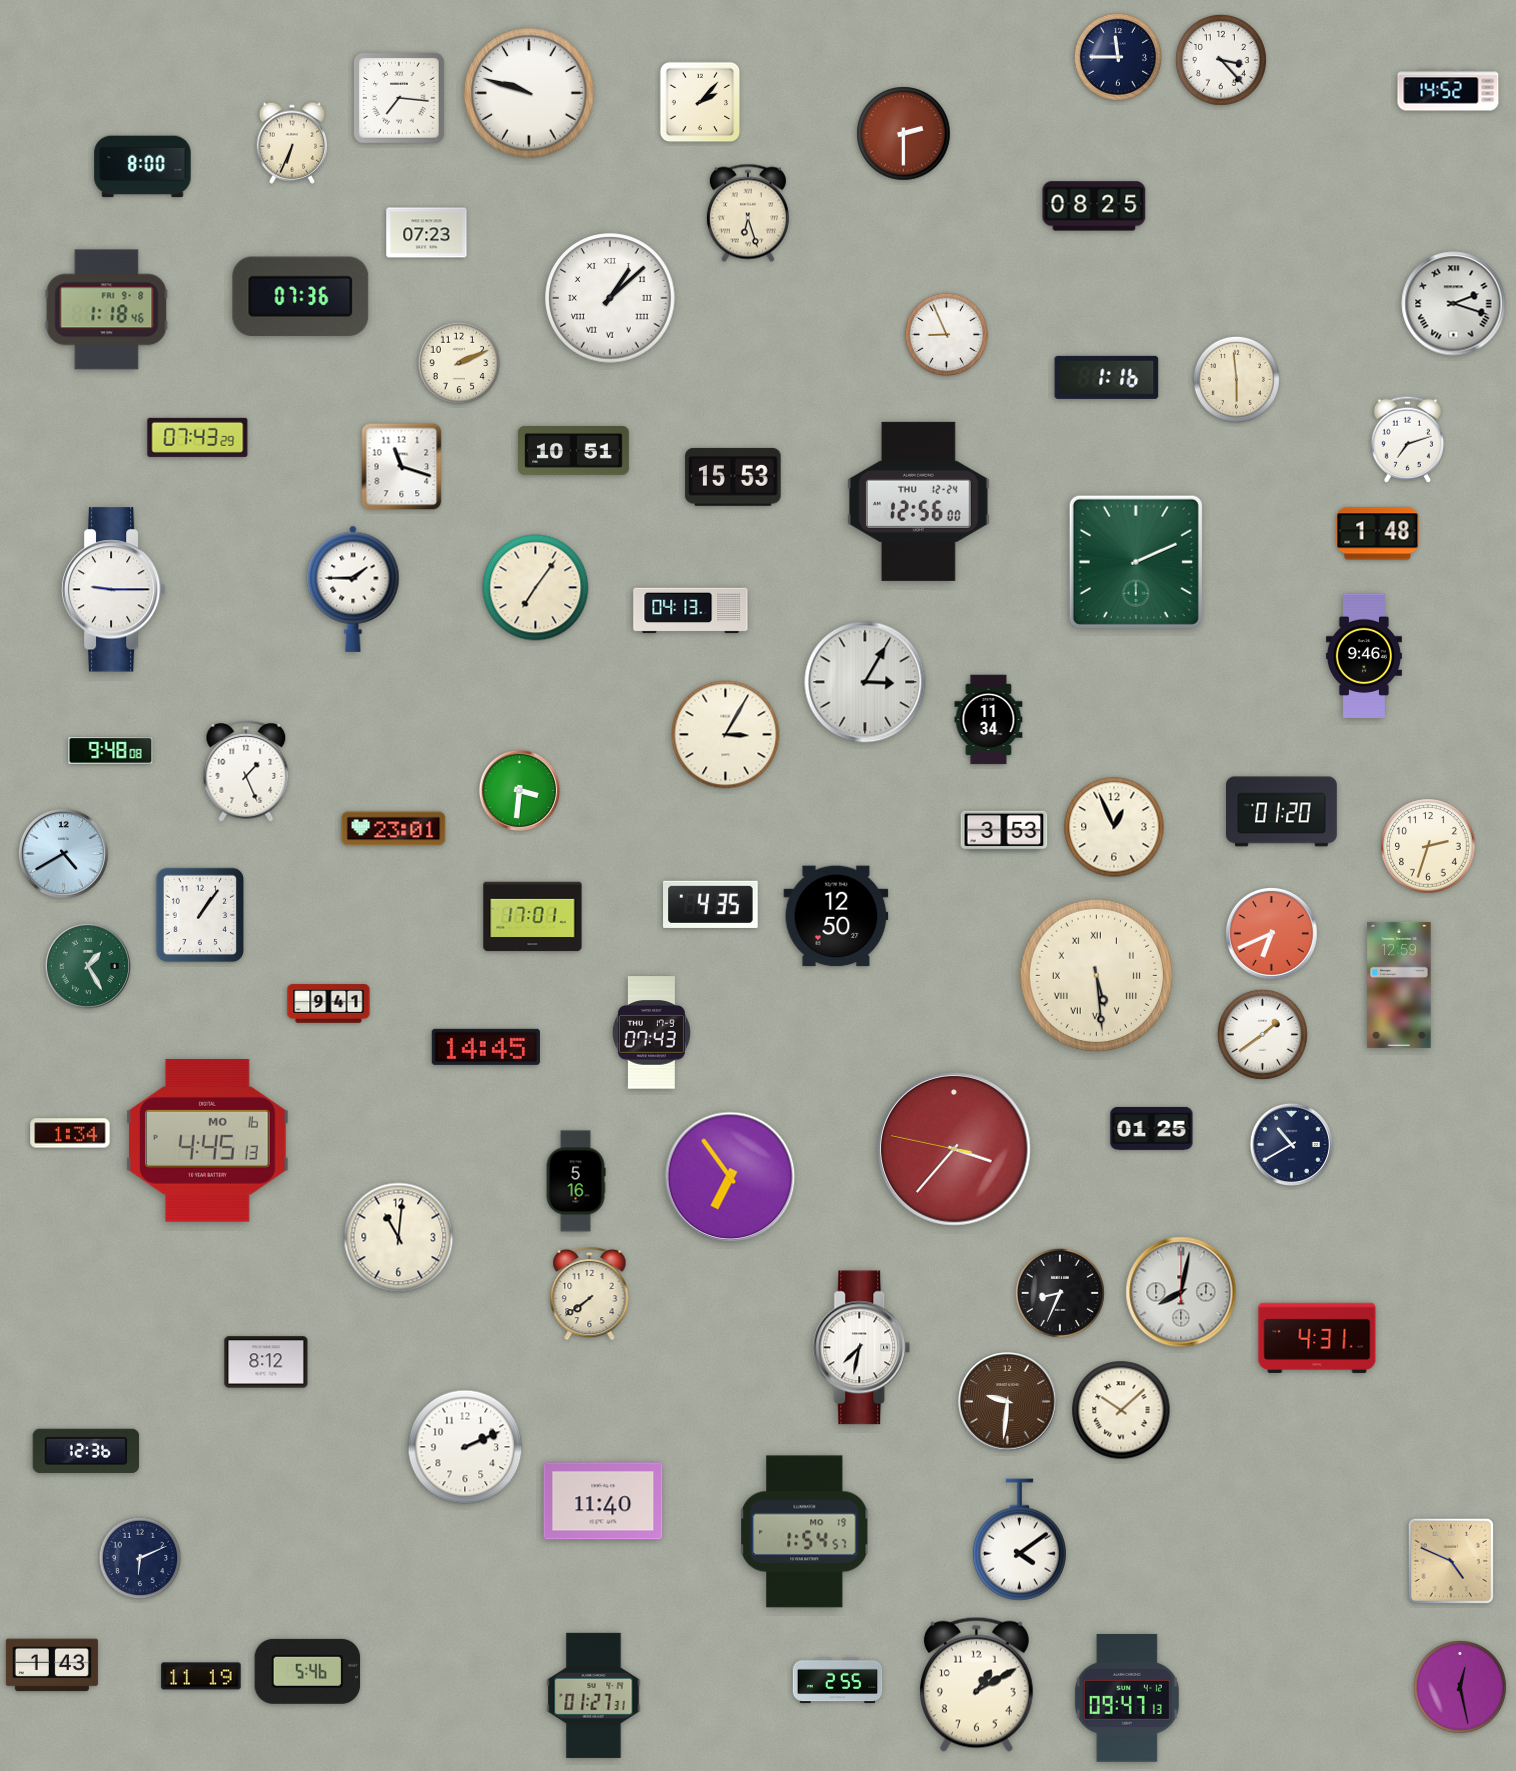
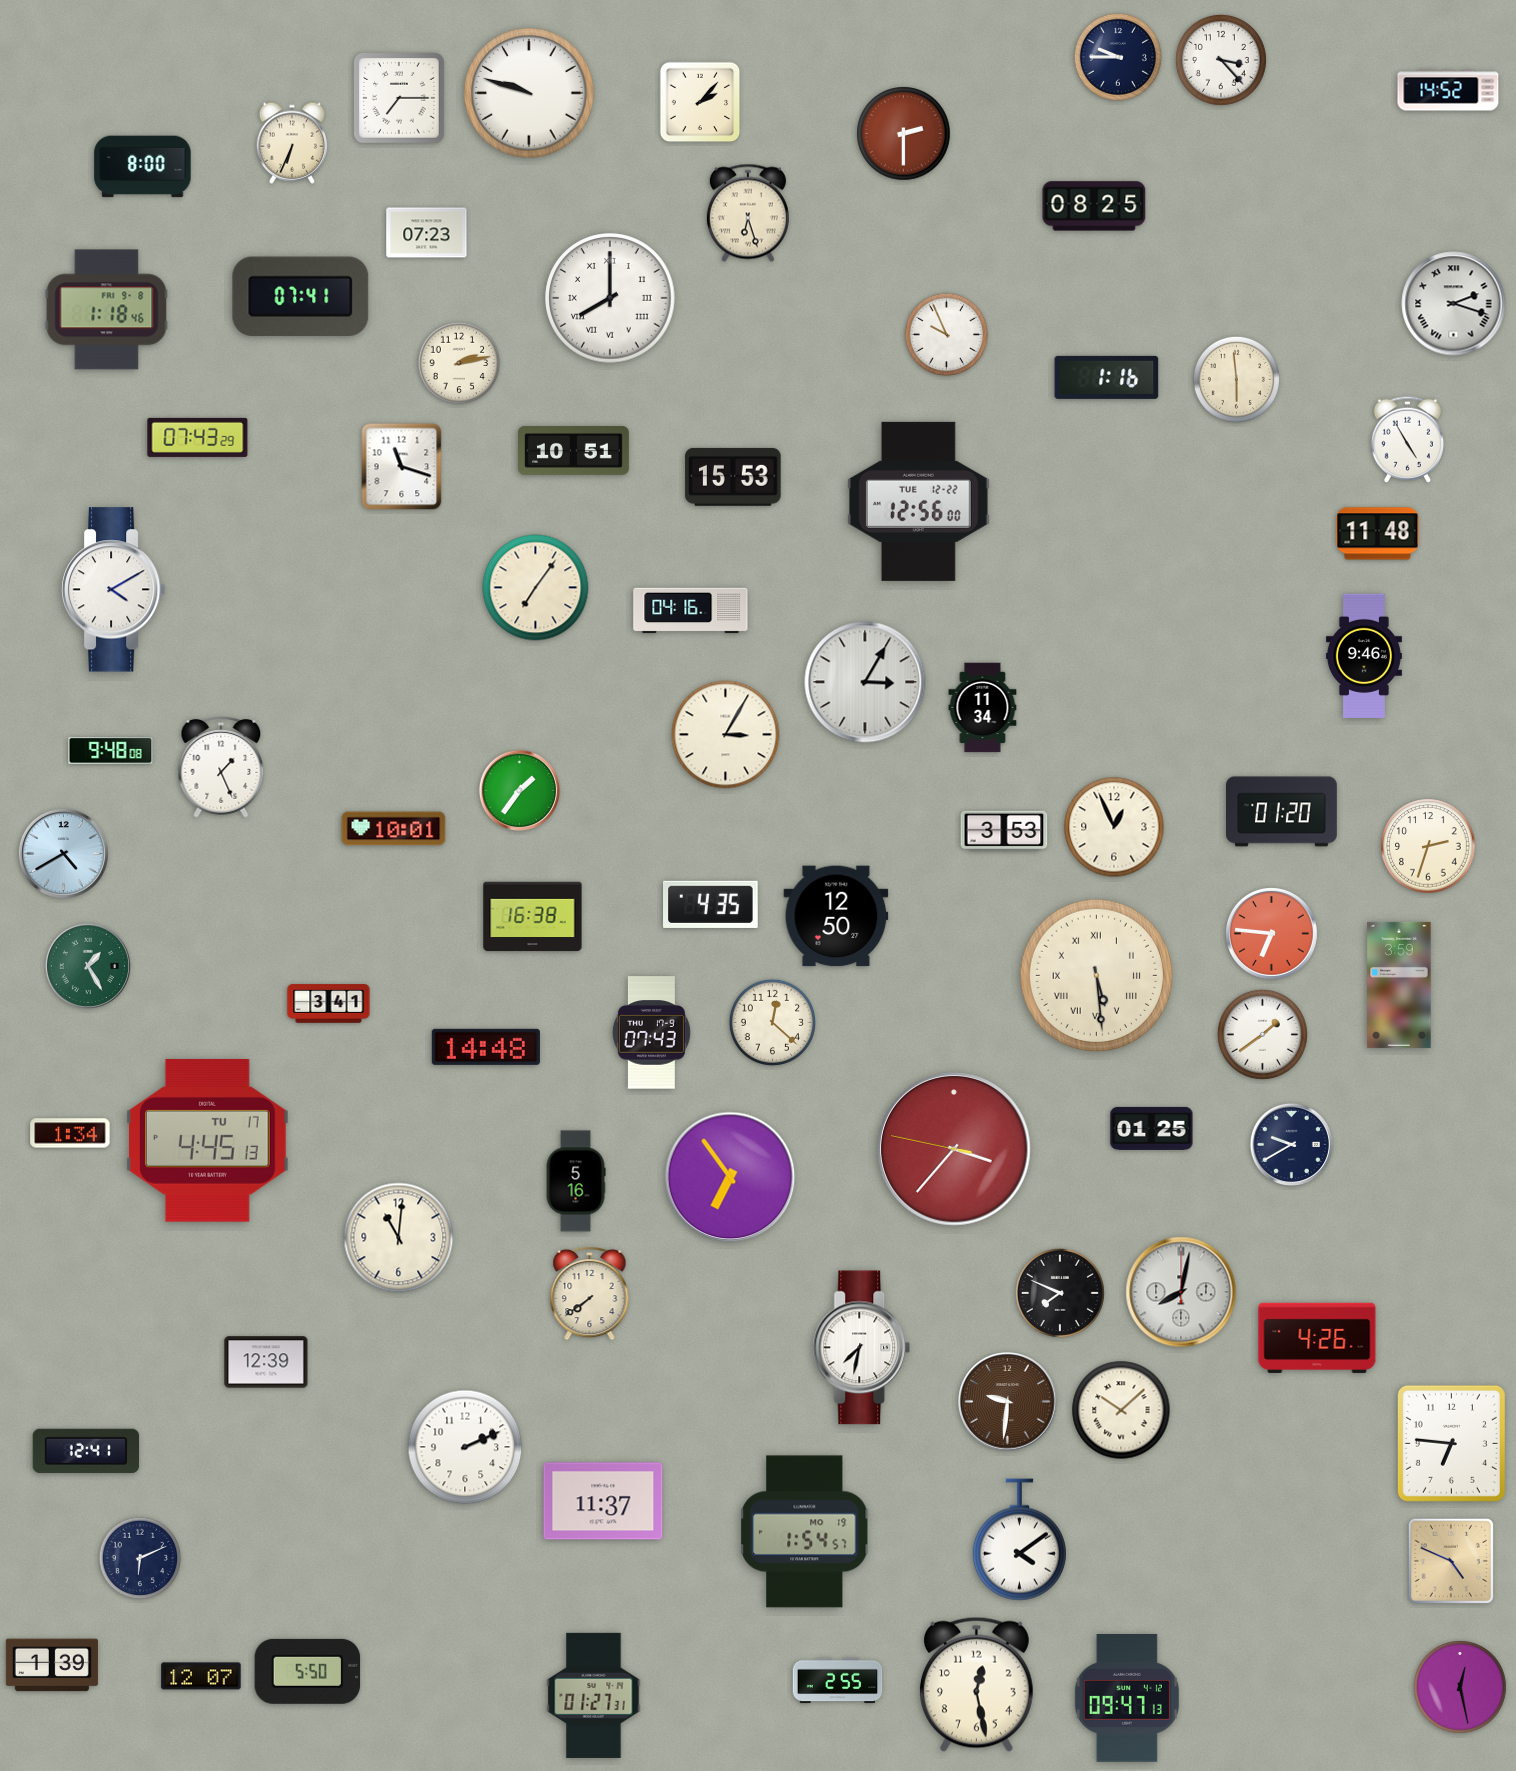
clock at (1118, 57): 11:45 -> 9:45
clock at (400, 99): 7:16 -> 7:15
clock at (301, 297): 07:36 -> 07:41
clock at (610, 298): 1:08 -> 8:00
clock at (947, 335): 8:56 -> 9:56
clock at (459, 363): 2:11 -> 2:13
clock at (1407, 439): 7:12 -> 4:55
clock at (918, 501) date: THU 12-24 -> TUE 12-22
clock at (1378, 534): 1:48 -> 11:48
clock at (1136, 562): 2:11 -> none
clock at (353, 589): 1:45 -> none
clock at (113, 590): 9:15 -> 4:10
clock at (691, 611): 04:13 -> 04:16
clock at (989, 720) position: (989, 720) -> (983, 708)
clock at (246, 771) position: (246, 771) -> (221, 767)
clock at (520, 791): 3:31 -> 1:36
clock at (394, 829): 23:01 -> 10:01
clock at (200, 915): 1:06 -> none
clock at (533, 917): 17:01 -> 16:38
clock at (1271, 933): 6:41 -> 6:46
clock at (1399, 985): 12:59 -> 3:59
clock at (329, 1004): 9:41 -> 3:41
clock at (772, 1022): none -> 12:22
clock at (486, 1047): 14:45 -> 14:48
clock at (208, 1141) date: MO 16 -> TU 17
clock at (1291, 1144): 10:40 -> 9:40
clock at (1060, 1293): 8:34 -> 7:49
clock at (1317, 1338): 4:31 -> 4:26
clock at (266, 1362): 8:12 -> 12:39
clock at (1451, 1443): none -> 6:46
clock at (86, 1451): 12:36 -> 12:41
clock at (603, 1501): 11:40 -> 11:37
clock at (52, 1665): 1:43 -> 1:39
clock at (308, 1671): 5:46 -> 5:50
clock at (201, 1676): 11:19 -> 12:07
clock at (976, 1684): 1:10 -> 12:28
